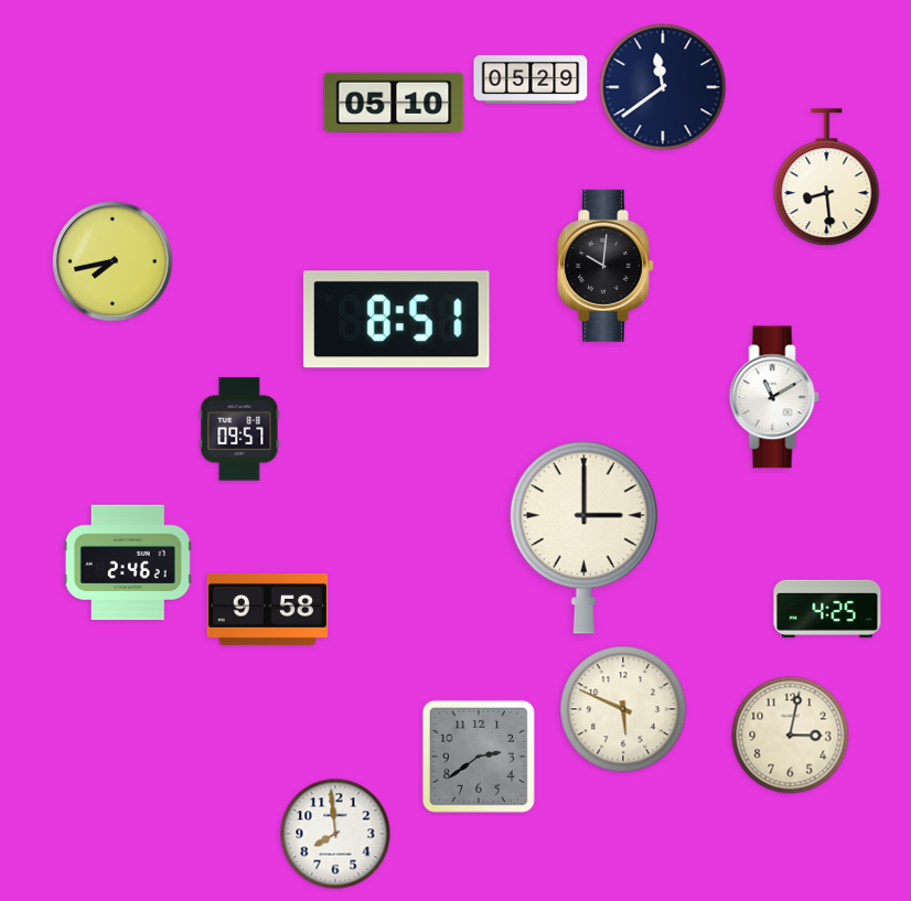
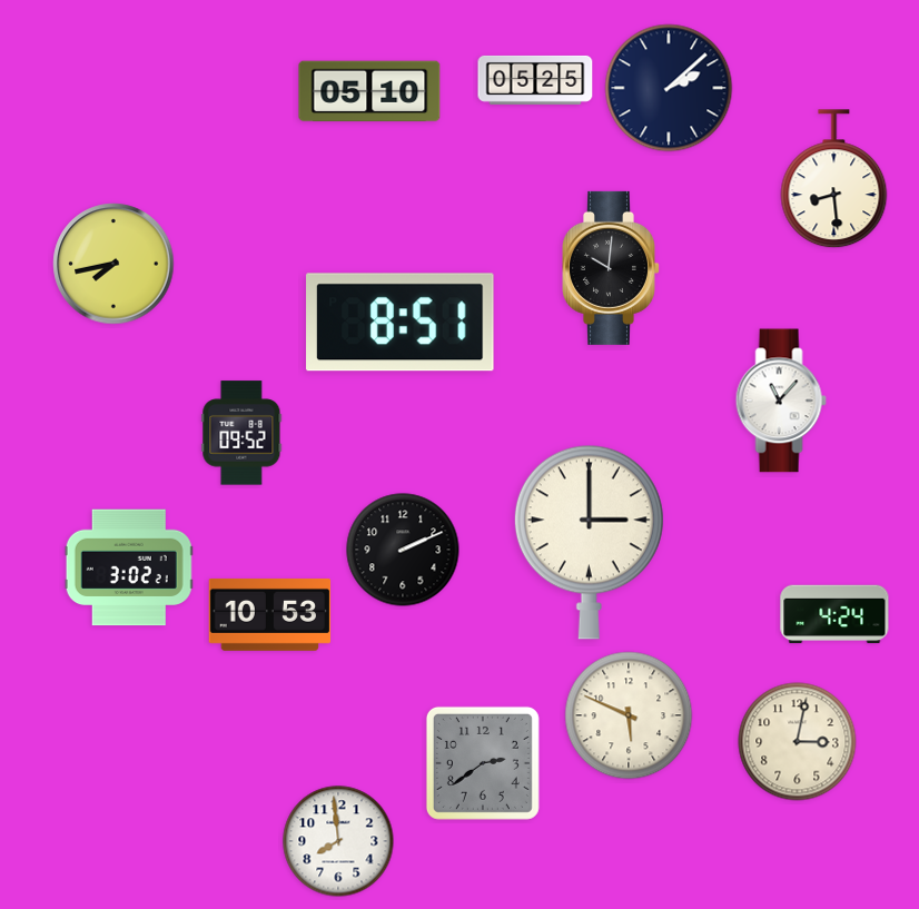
clock at (530, 79): 05:29 -> 05:25
clock at (663, 87): 11:39 -> 2:08
clock at (394, 103) position: (394, 103) -> (369, 91)
clock at (774, 397): 11:10 -> 11:07
clock at (239, 429): 09:57 -> 09:52
clock at (403, 550): none -> 2:11
clock at (128, 562): 2:46 -> 3:02
clock at (268, 609): 9:58 -> 10:53
clock at (827, 609): 4:25 -> 4:24
